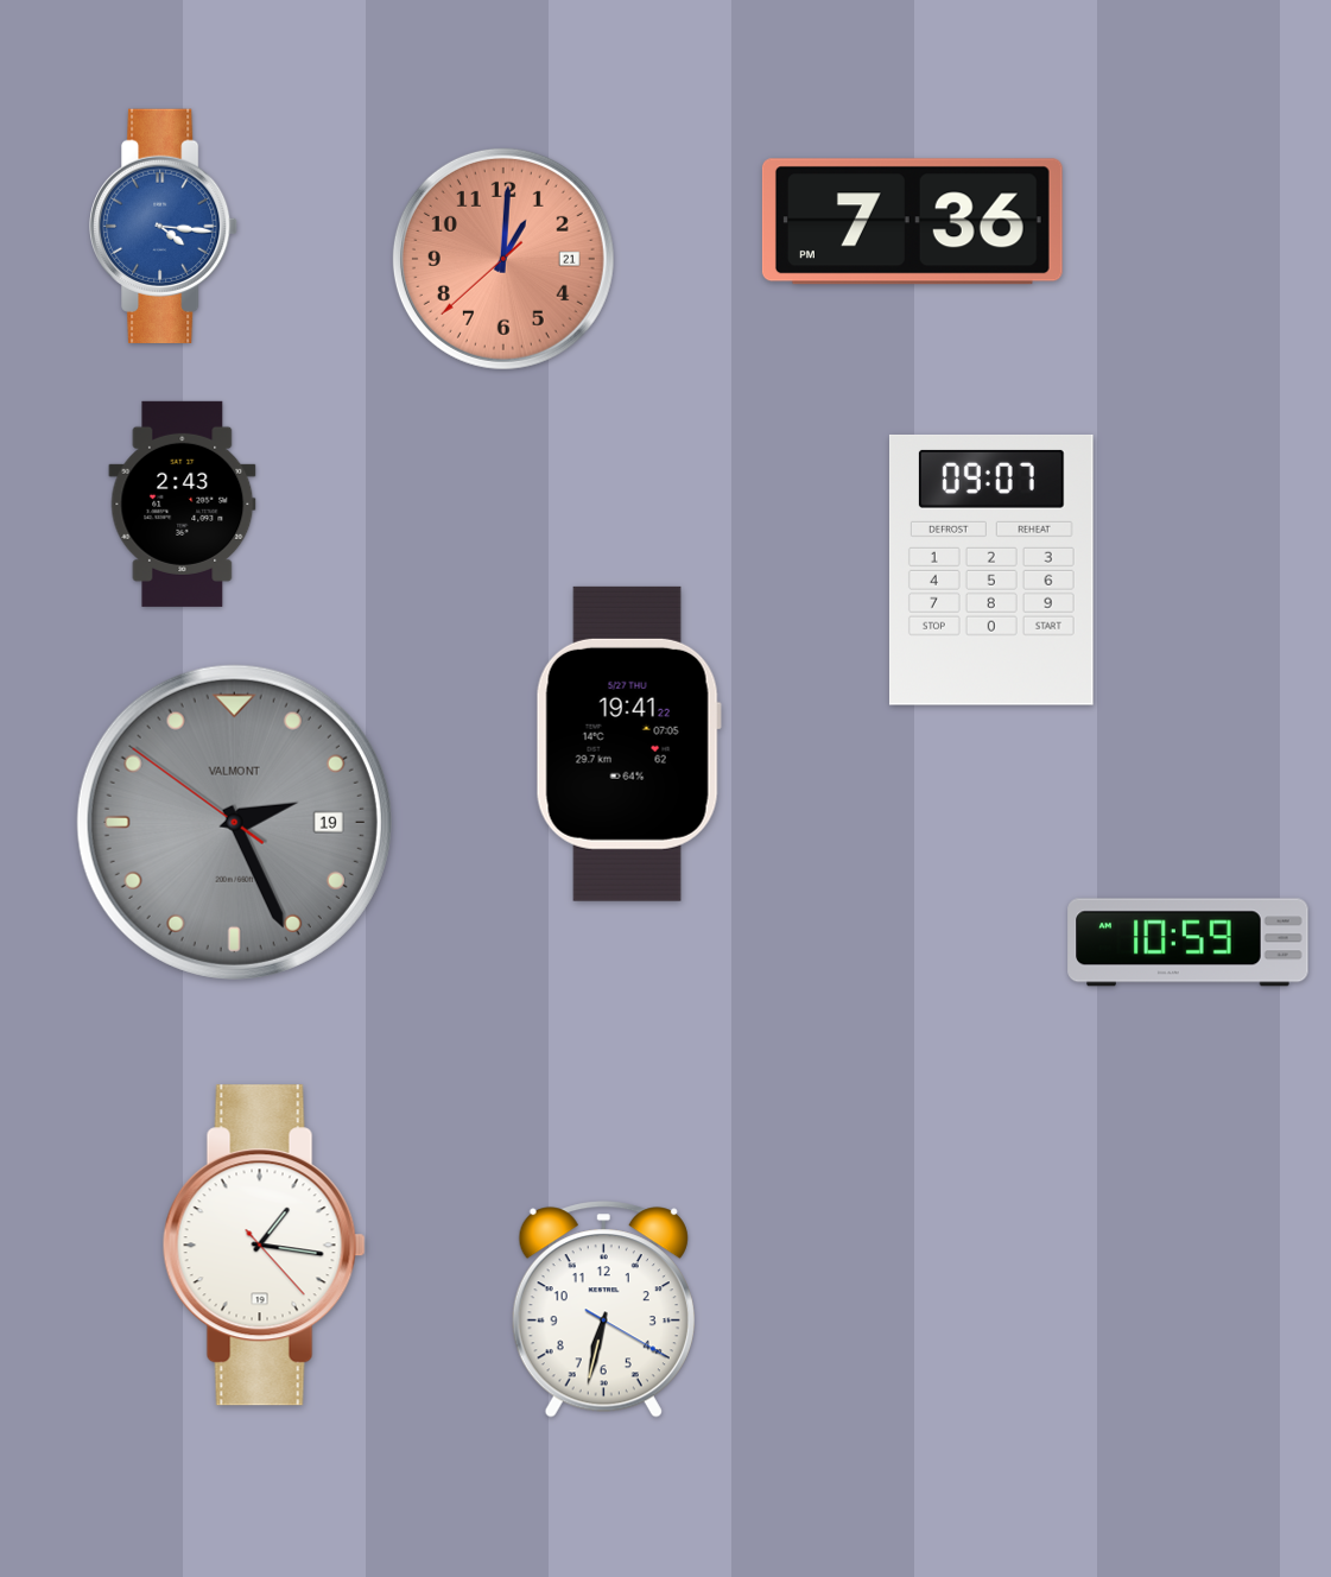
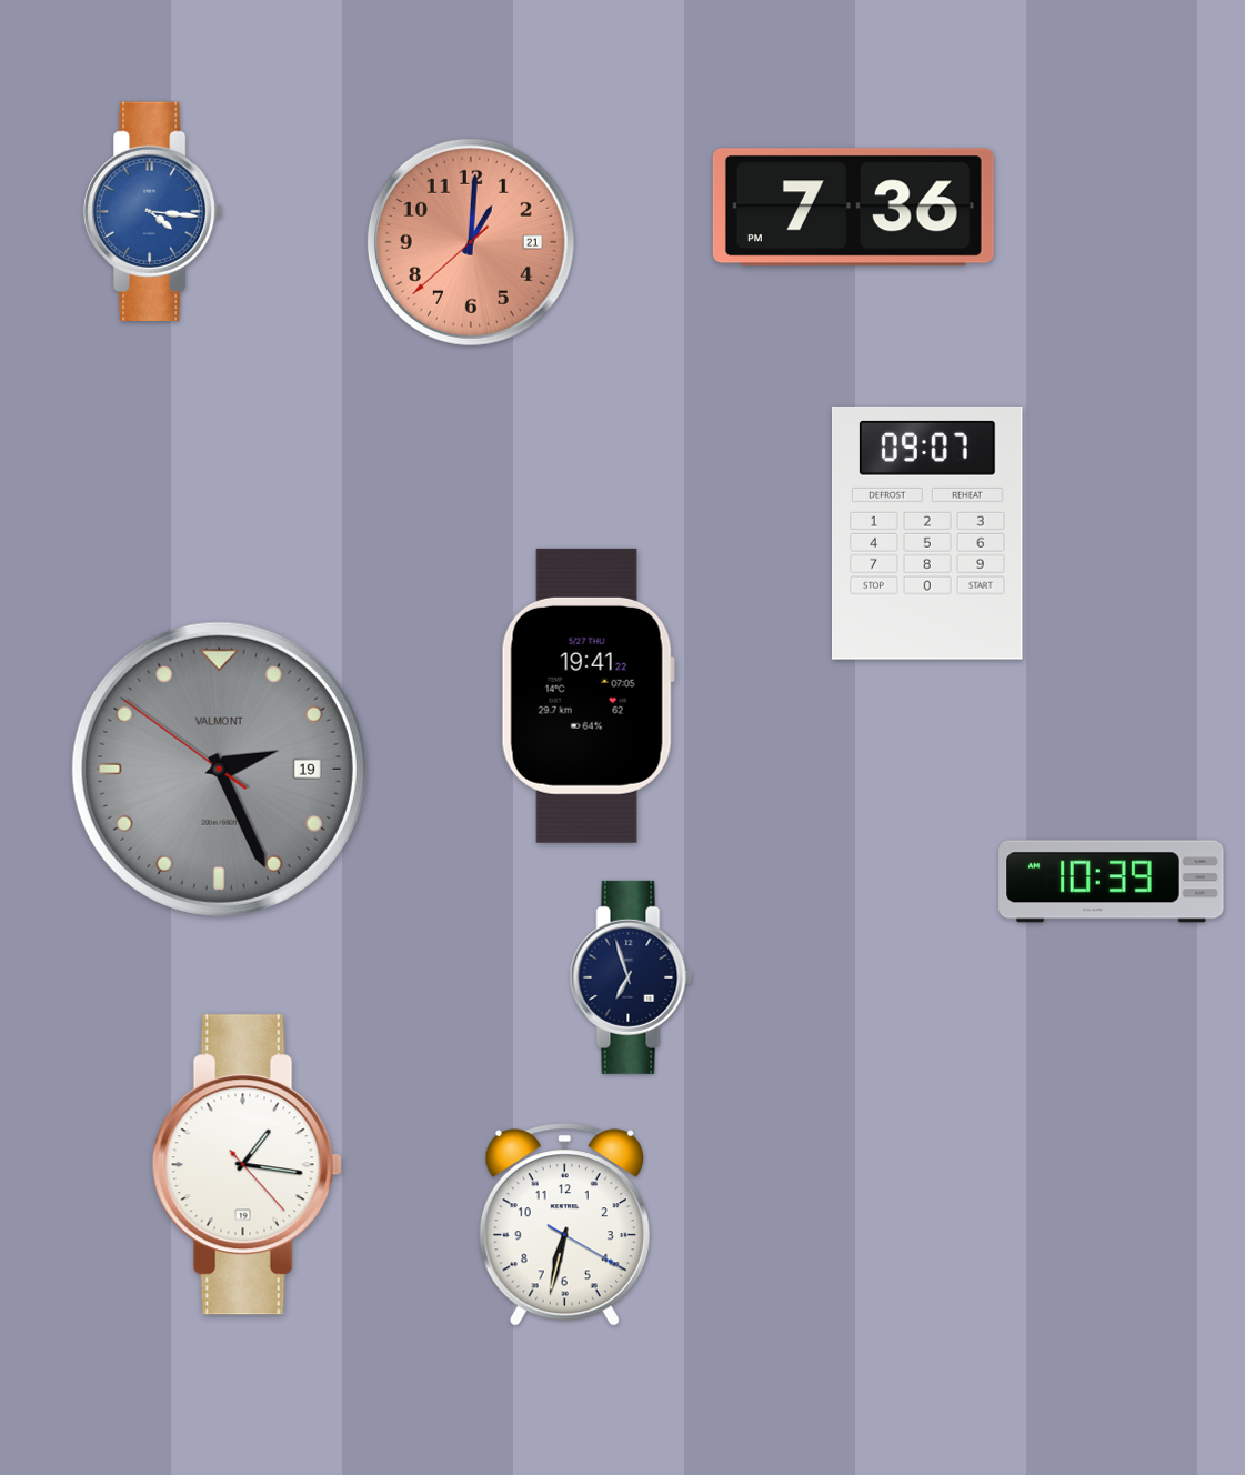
clock at (183, 503): 2:43 -> none
clock at (1189, 943): 10:59 -> 10:39
clock at (631, 977): none -> 6:57
